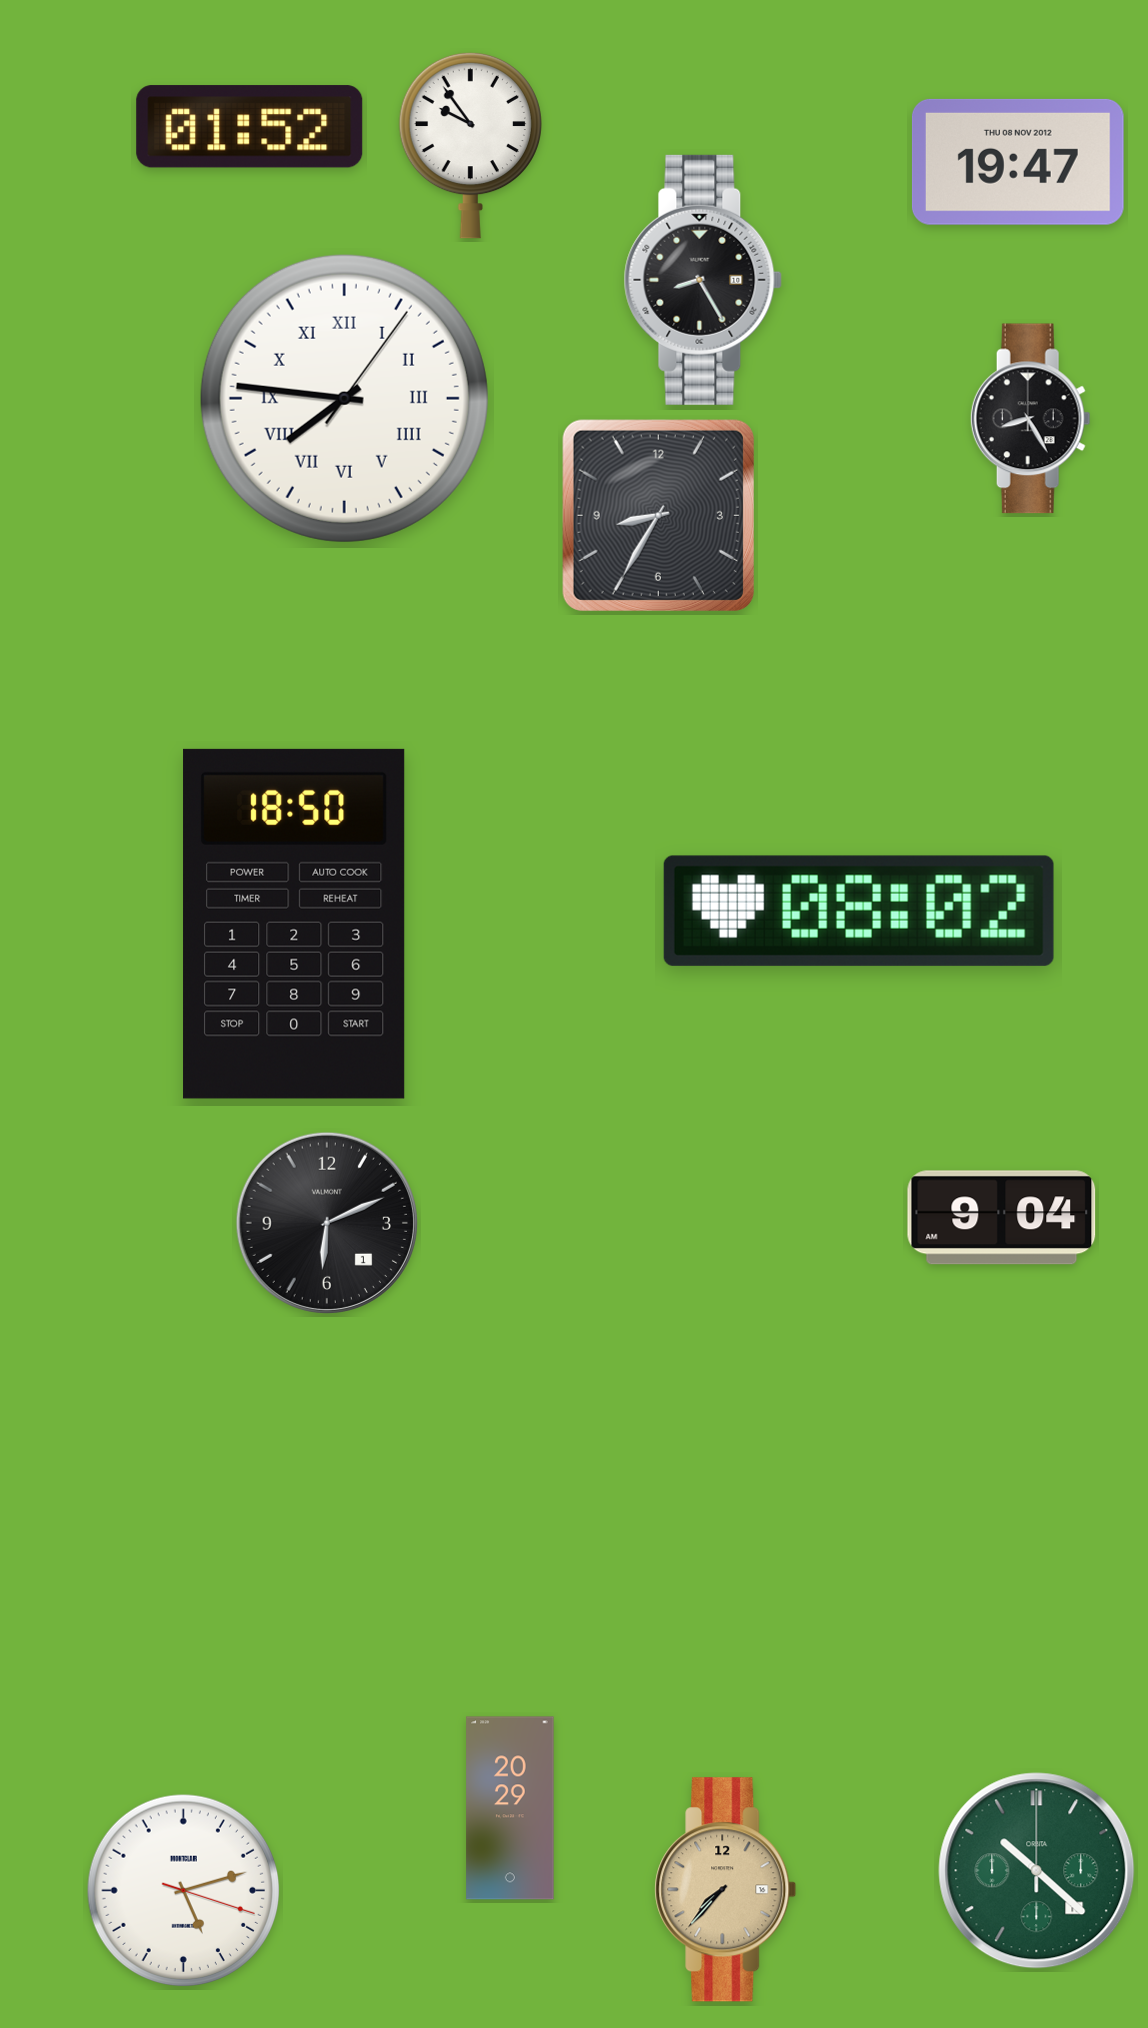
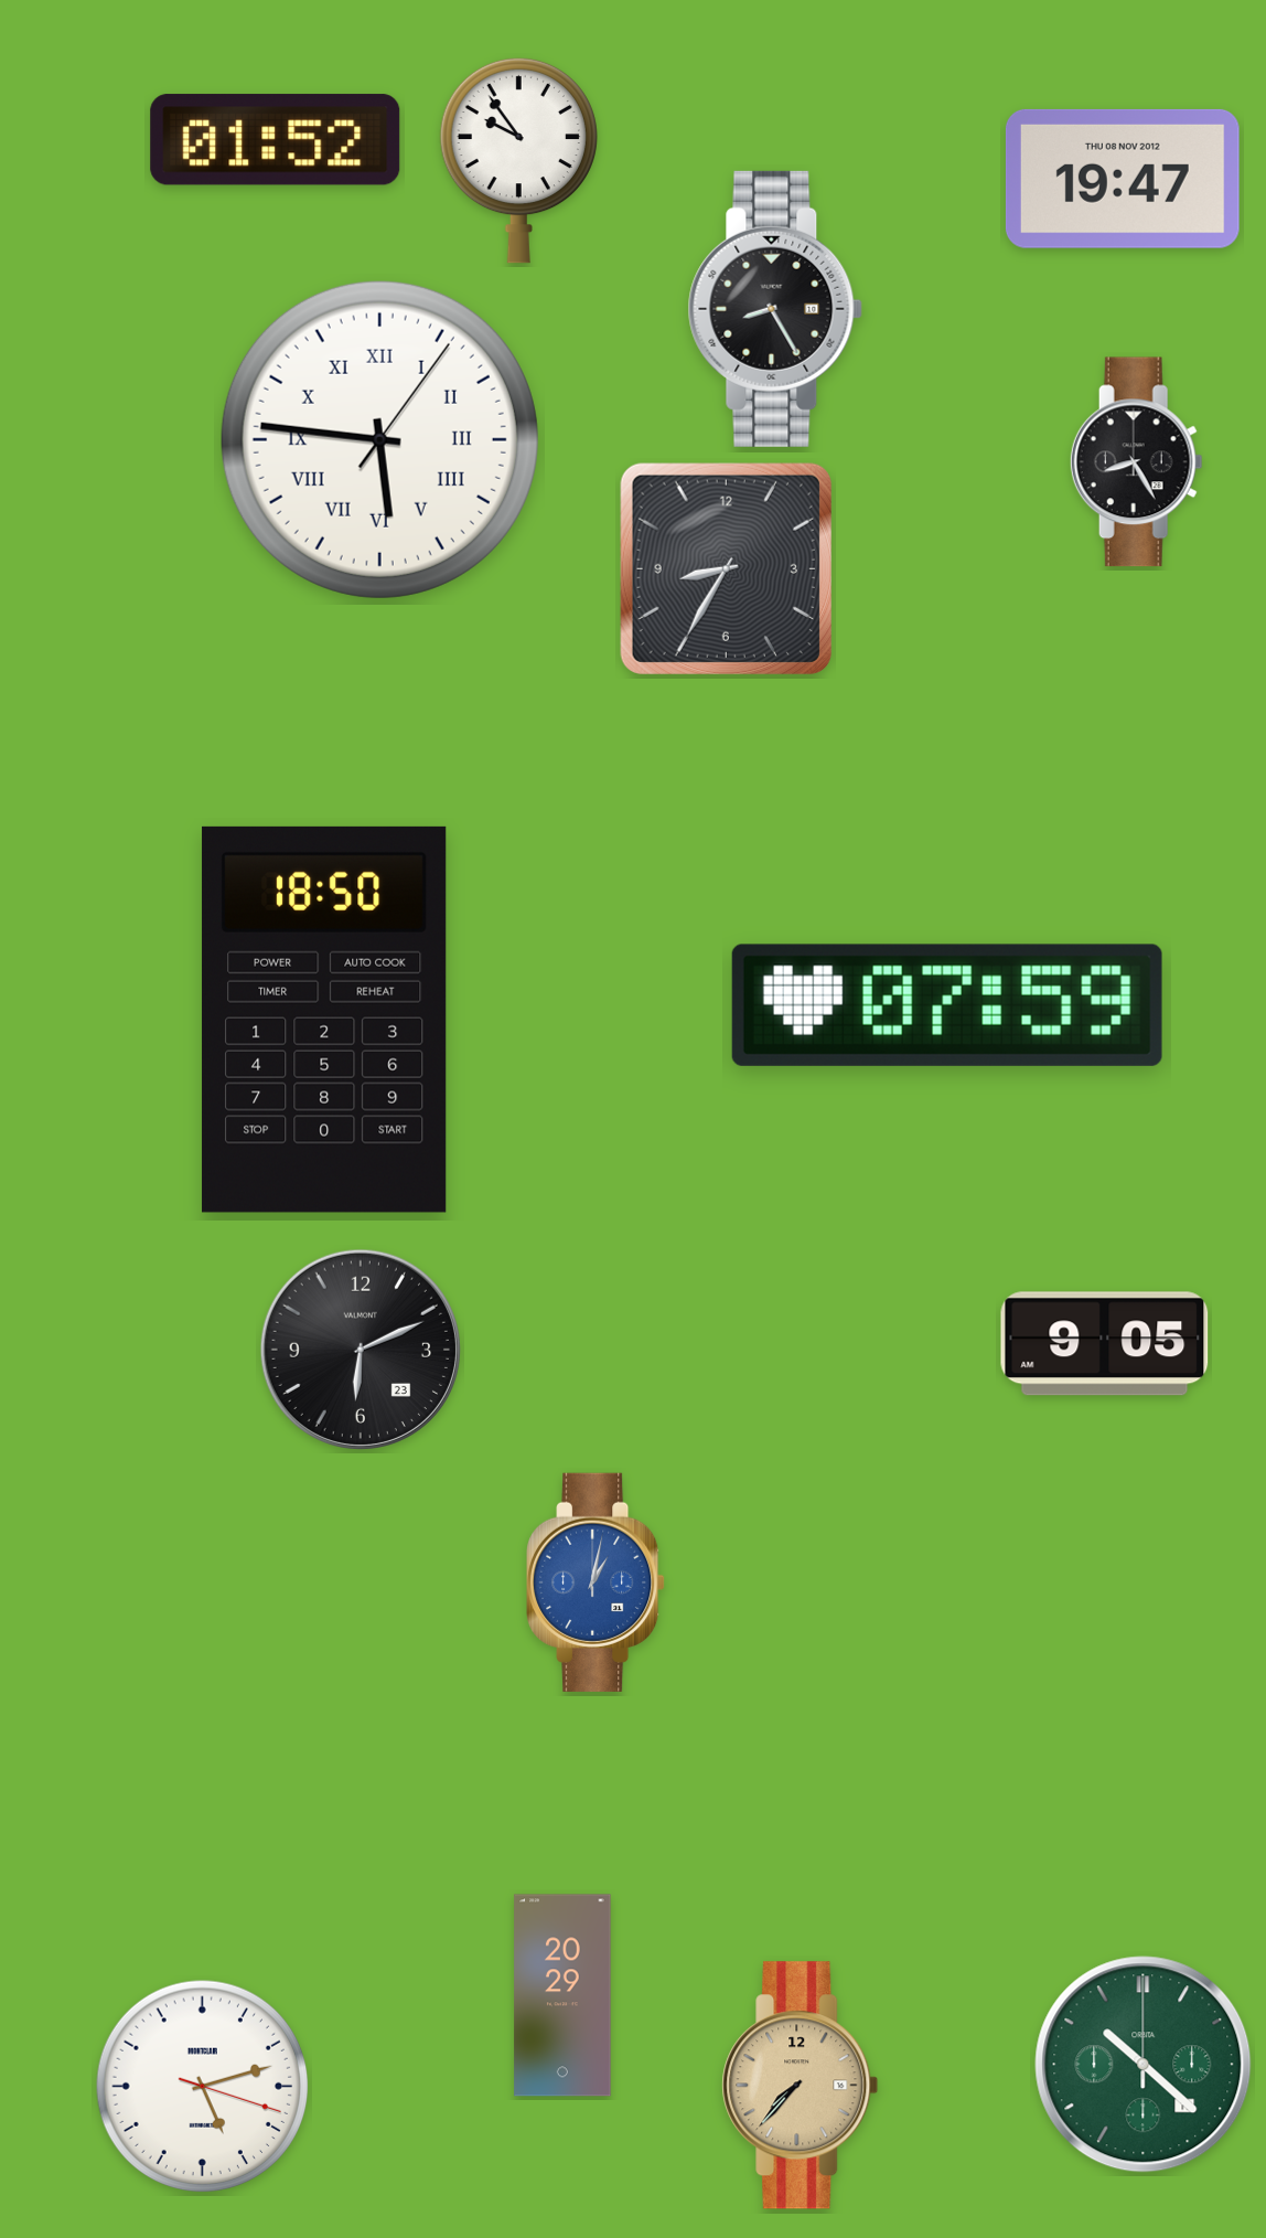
clock at (344, 398): 7:46 -> 5:46
clock at (859, 911): 08:02 -> 07:59
clock at (1002, 1218): 9:04 -> 9:05
clock at (327, 1223) date: 1 -> 23
clock at (596, 1582): none -> 1:02
